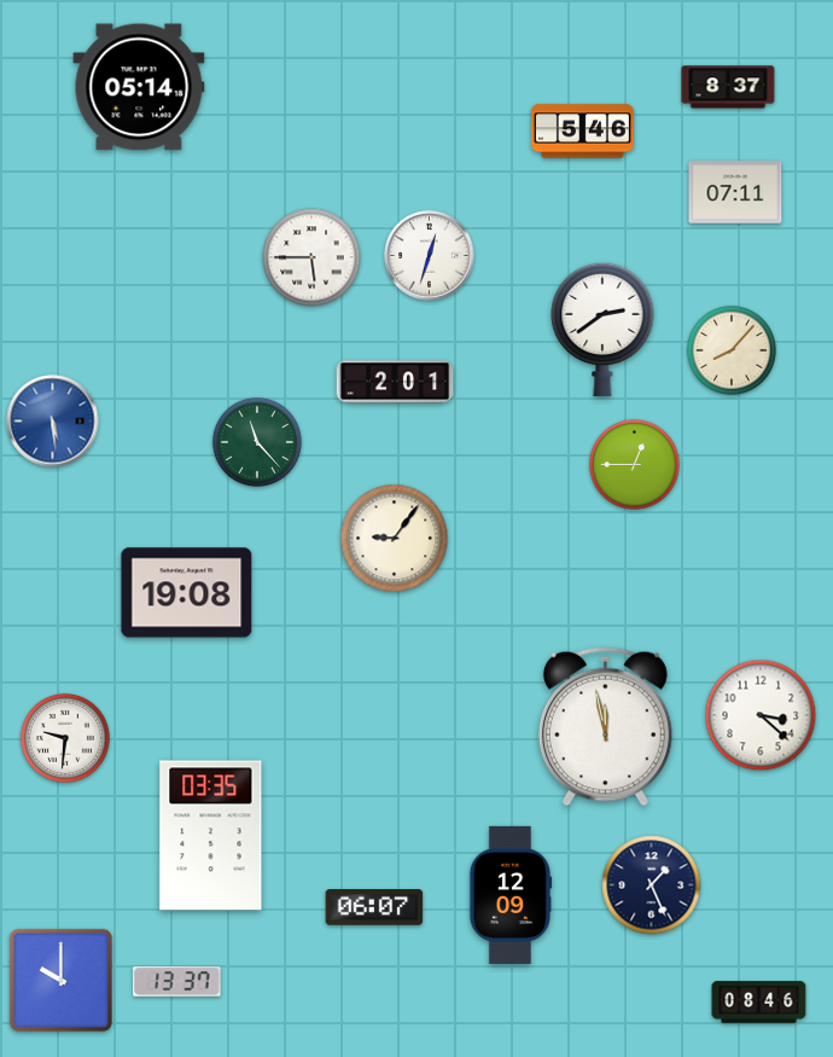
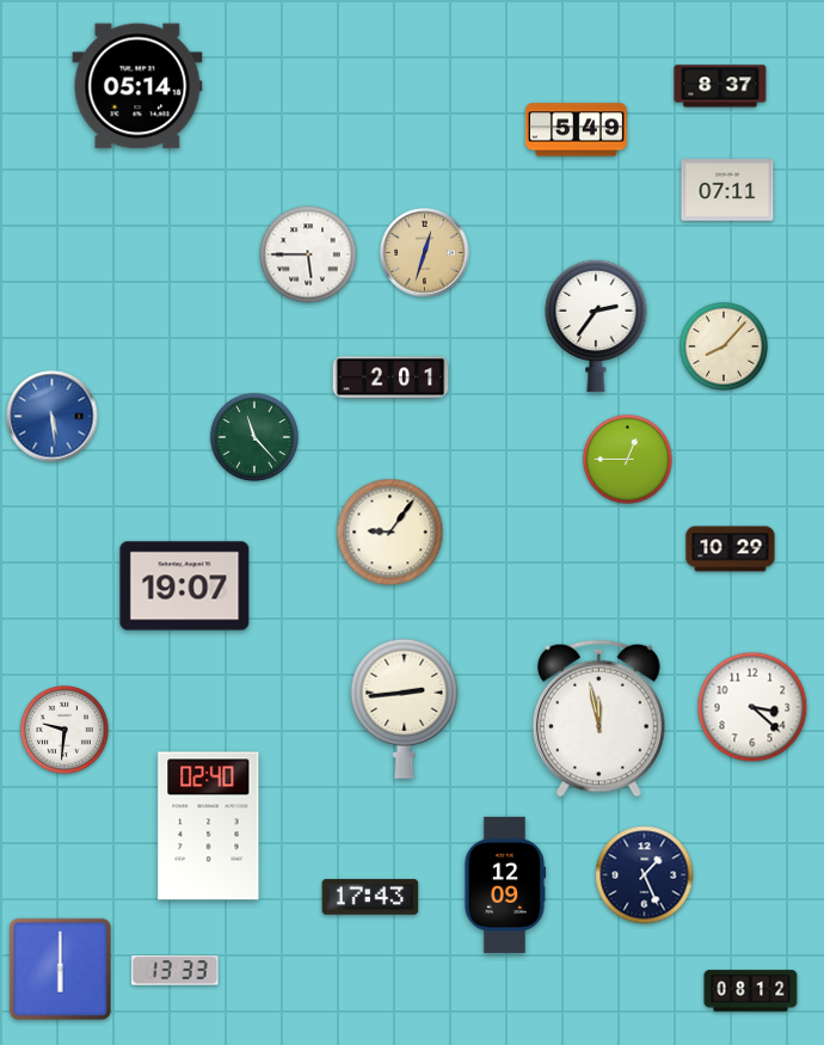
clock at (582, 132): 5:46 -> 5:49
clock at (430, 256) dial: white -> champagne
clock at (602, 330): 2:39 -> 2:36
clock at (731, 549): none -> 10:29
clock at (187, 593): 19:08 -> 19:07
clock at (405, 708): none -> 2:44
clock at (211, 836): 03:35 -> 02:40
clock at (374, 907): 06:07 -> 17:43
clock at (60, 980): 10:00 -> 6:00
clock at (177, 982): 13:37 -> 13:33
clock at (759, 1003): 08:46 -> 08:12
